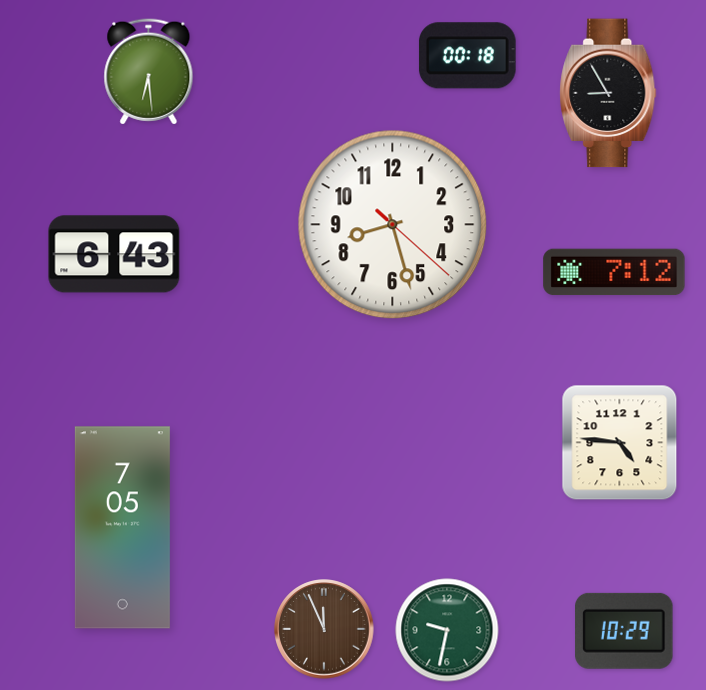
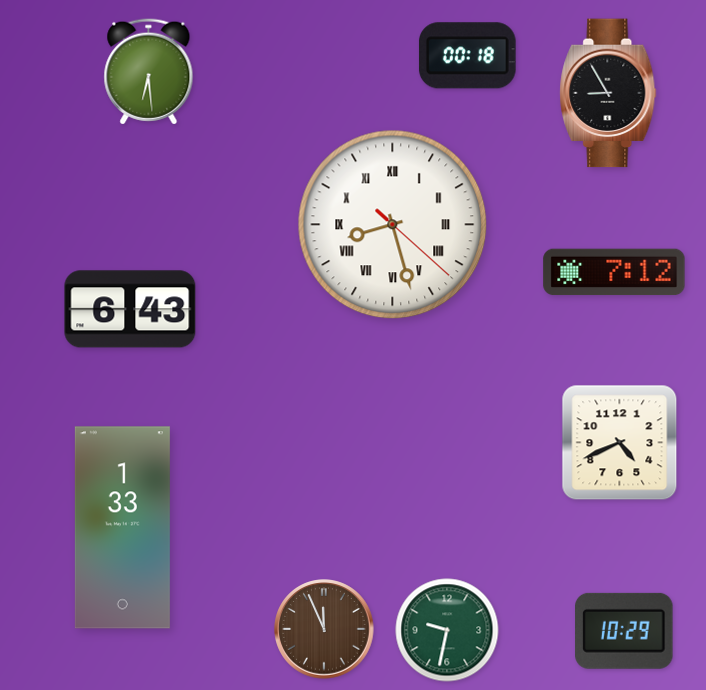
clock at (393, 225) numerals: Arabic -> Roman
clock at (114, 254) position: (114, 254) -> (130, 309)
clock at (620, 443): 4:46 -> 4:41
clock at (122, 528): 7:05 -> 1:33
